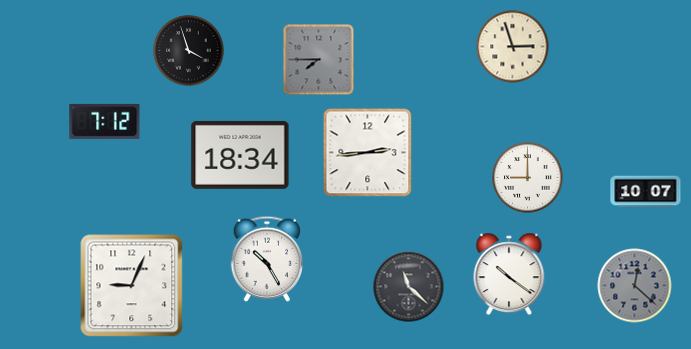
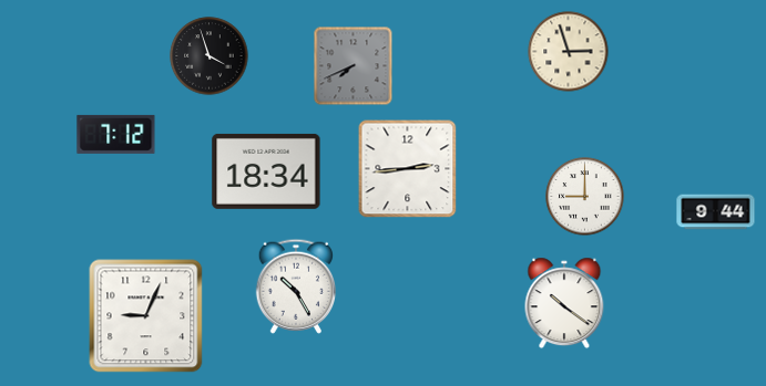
clock at (319, 60): 7:45 -> 7:41
clock at (646, 192): 10:07 -> 9:44
clock at (635, 286): 12:22 -> none
clock at (409, 287): 11:22 -> none
